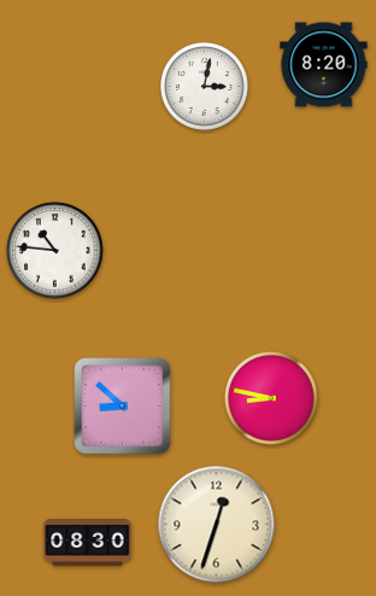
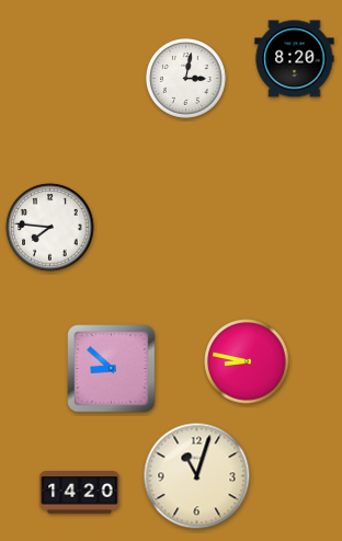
clock at (55, 251): 10:46 -> 7:46
clock at (217, 525): 12:33 -> 11:03
clock at (88, 543): 08:30 -> 14:20
